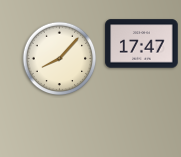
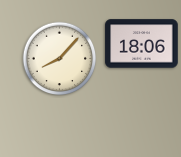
clock at (142, 44): 17:47 -> 18:06
